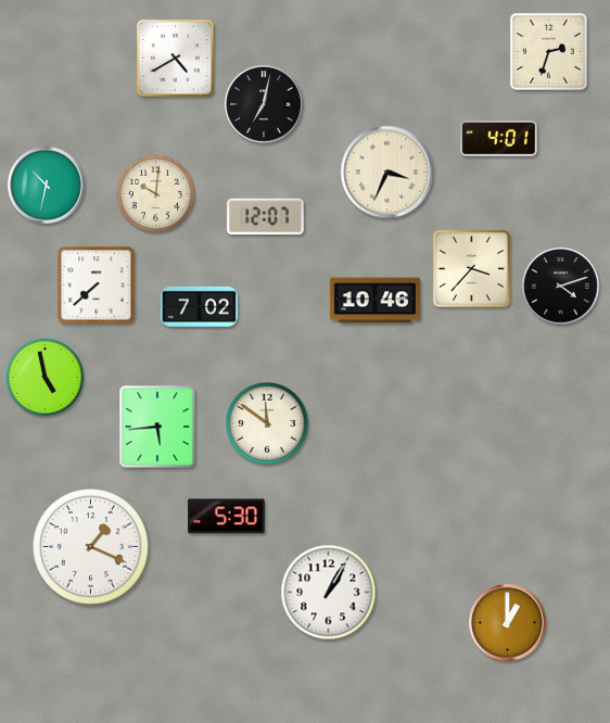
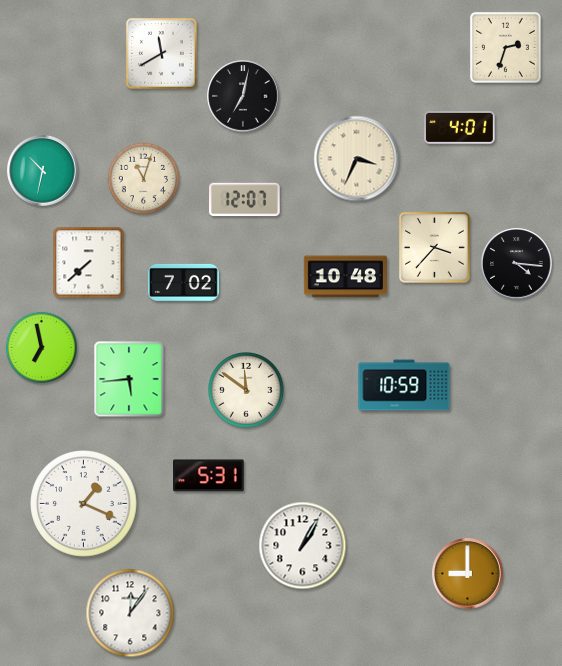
clock at (175, 58): 4:40 -> 11:40
clock at (155, 193): 10:01 -> 11:03
clock at (561, 287): 4:12 -> 4:16
clock at (374, 301): 10:46 -> 10:48
clock at (45, 377): 4:58 -> 6:58
clock at (404, 385): none -> 10:59
clock at (157, 427) position: (157, 427) -> (129, 379)
clock at (227, 517): 5:30 -> 5:31
clock at (508, 623): 1:00 -> 9:00
clock at (130, 613): none -> 12:06
